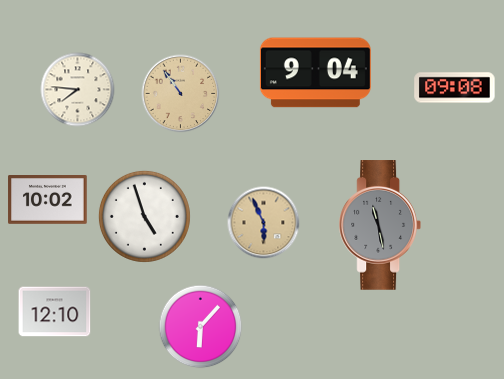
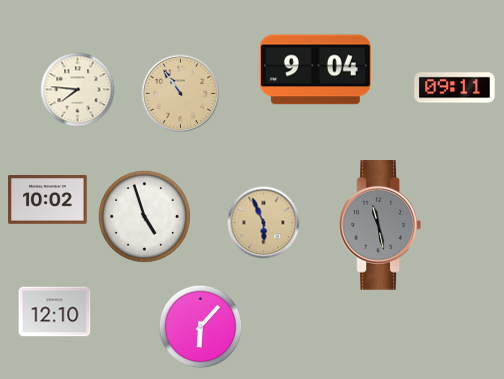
clock at (315, 73) position: (315, 73) -> (315, 70)
clock at (455, 88): 09:08 -> 09:11
